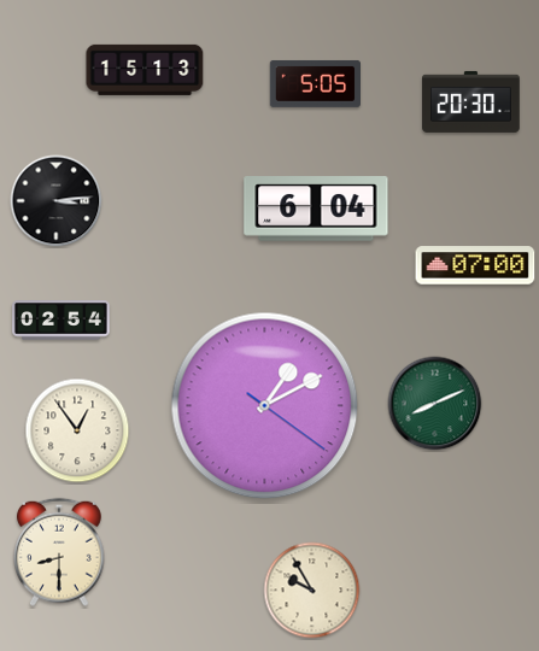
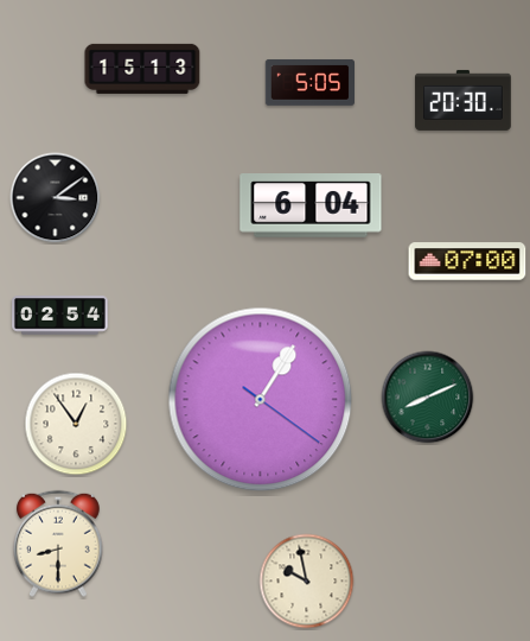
clock at (57, 201): 3:14 -> 3:09
clock at (265, 406): 1:10 -> 1:05
clock at (312, 591): 9:55 -> 9:58
